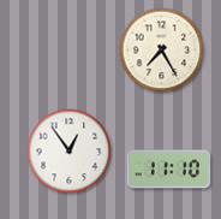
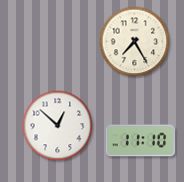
clock at (70, 152): 12:54 -> 12:52
